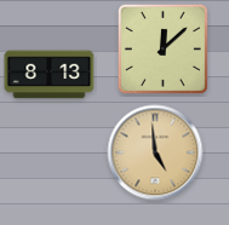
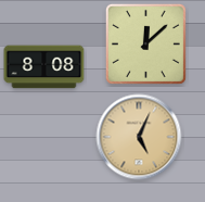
clock at (50, 75): 8:13 -> 8:08
clock at (155, 152): 4:59 -> 5:04
